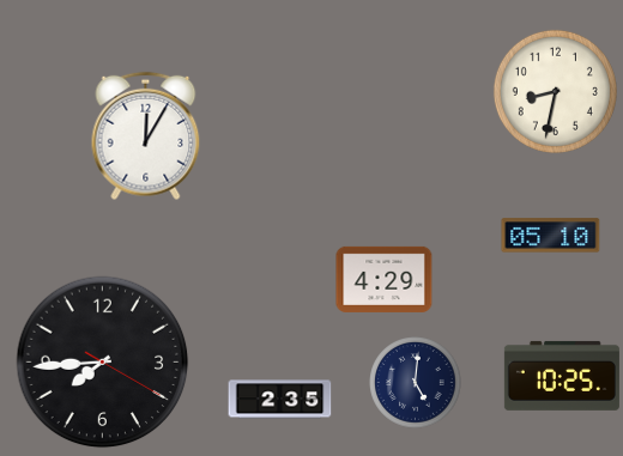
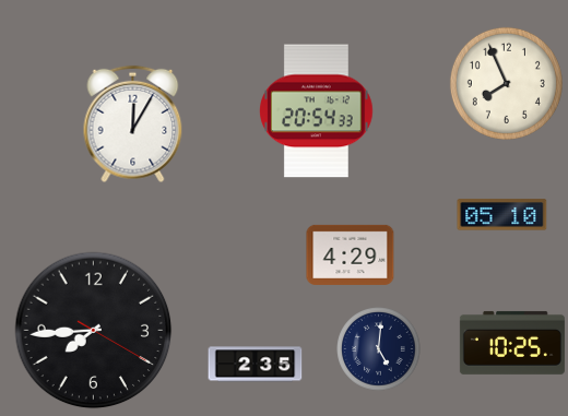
clock at (555, 91): 8:32 -> 7:56
clock at (317, 111): none -> 20:54
